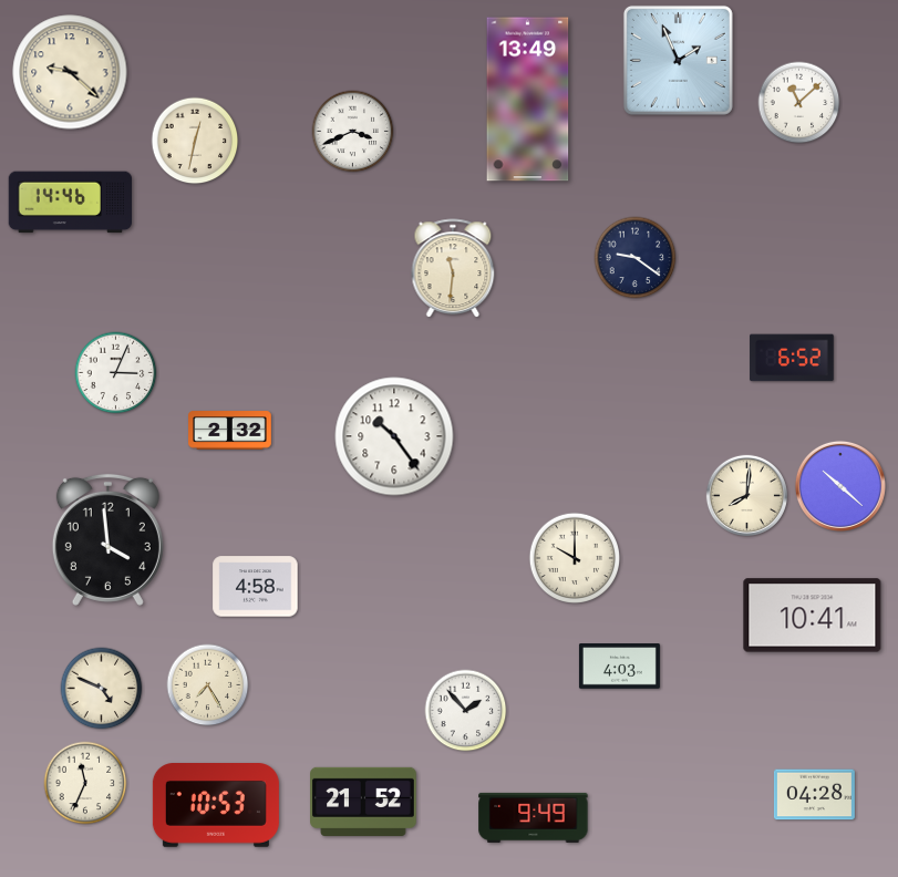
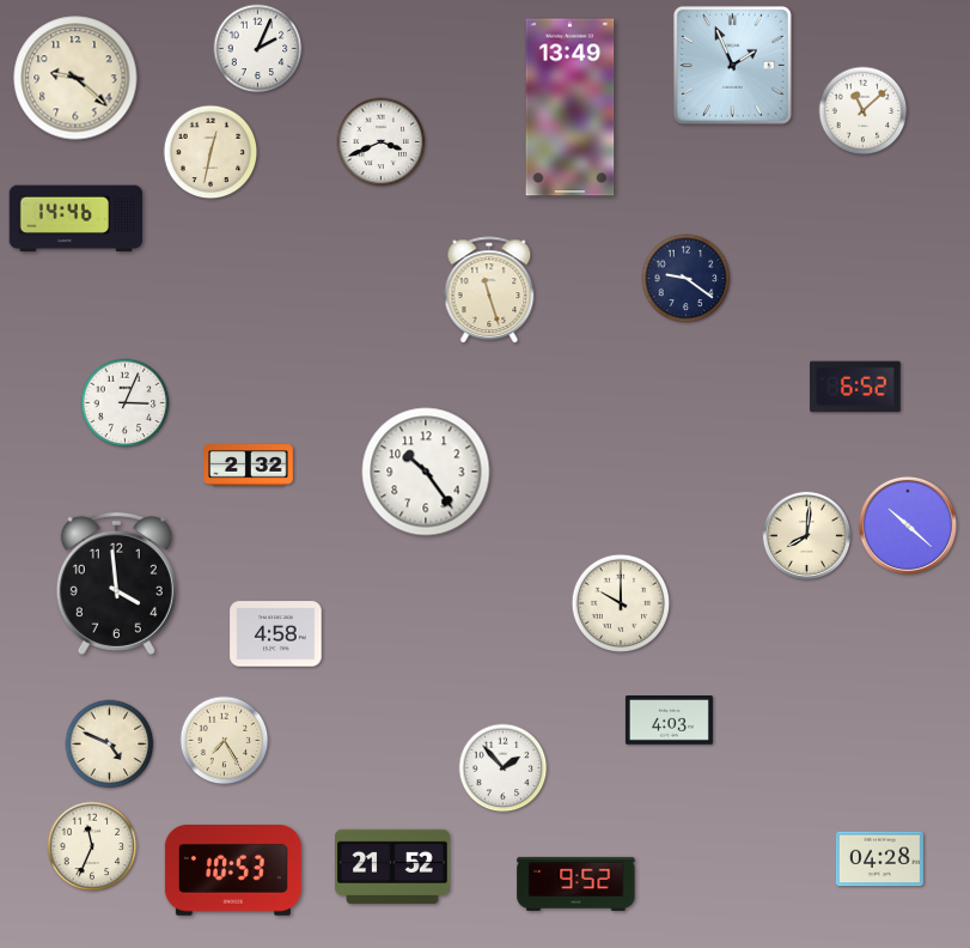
clock at (258, 49): none -> 2:04
clock at (453, 269): 11:31 -> 11:27
clock at (813, 616): 10:41 -> none
clock at (534, 817): 9:49 -> 9:52
